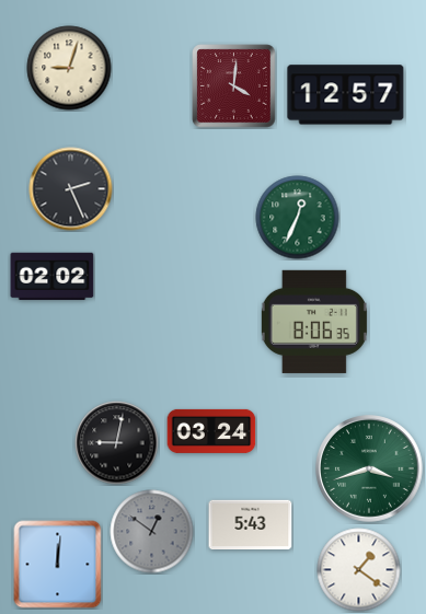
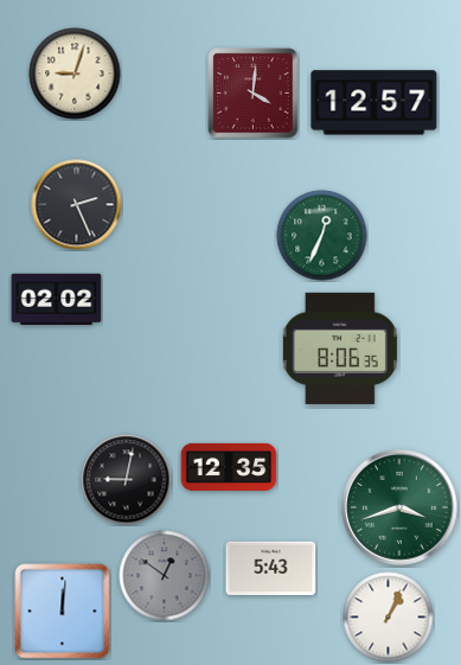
clock at (211, 431): 03:24 -> 12:35
clock at (359, 570): 1:21 -> 1:04
